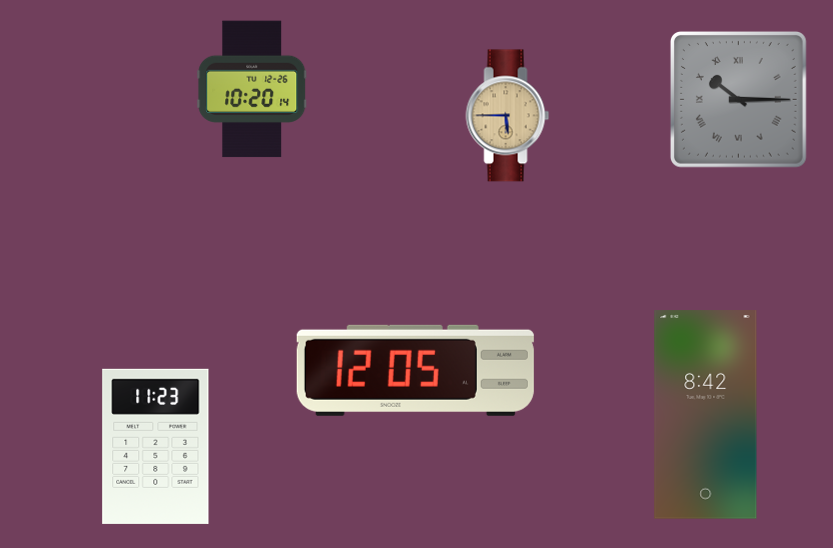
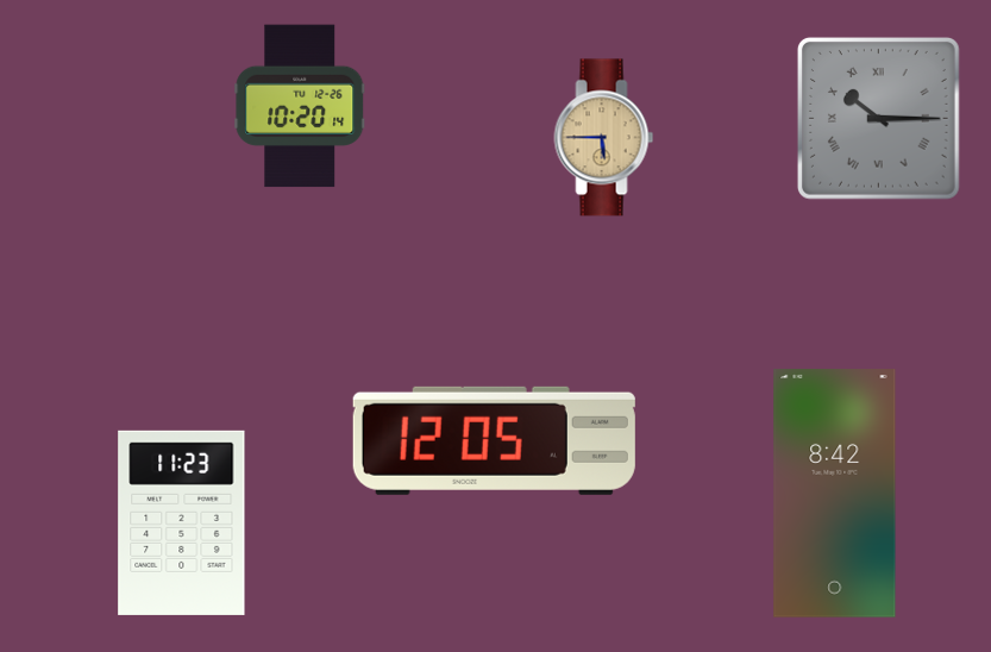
clock at (706, 415) position: (706, 415) -> (835, 494)
clock at (156, 446) position: (156, 446) -> (182, 522)
